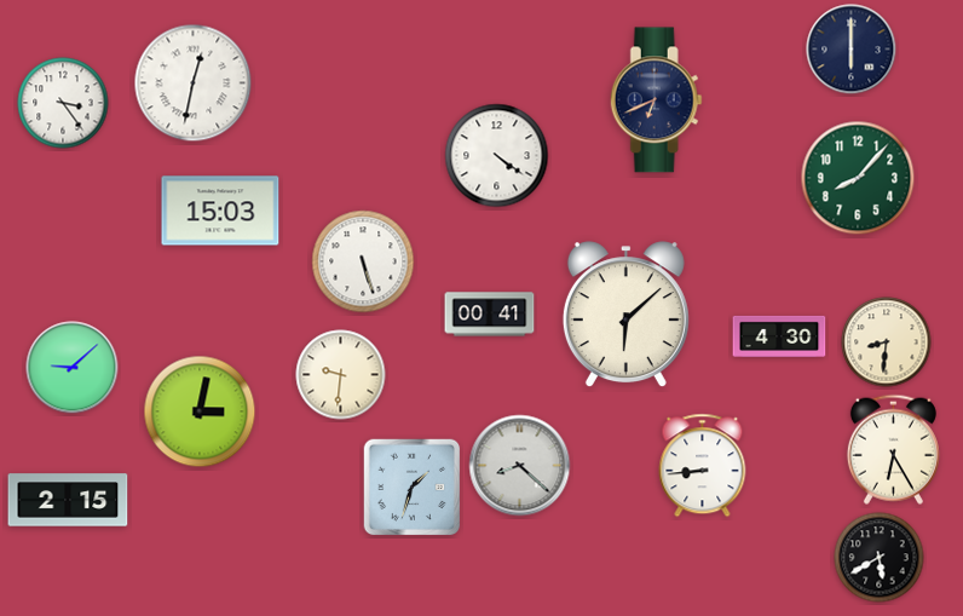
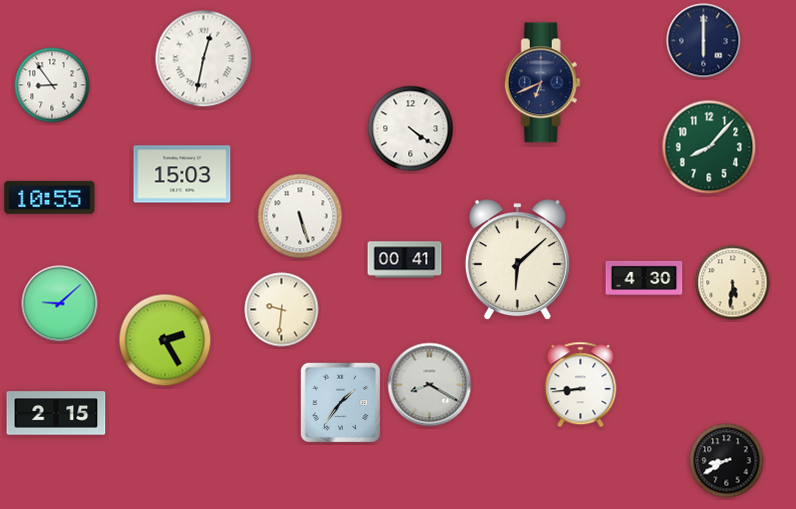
clock at (194, 84) position: (194, 84) -> (204, 59)
clock at (63, 103): 3:24 -> 8:54
clock at (50, 197): none -> 10:55
clock at (887, 342): 8:31 -> 5:31
clock at (200, 411): 3:02 -> 2:25
clock at (893, 449): 6:25 -> none
clock at (520, 466): 8:22 -> 8:20
clock at (413, 488): 1:33 -> 1:36
clock at (880, 558): 5:40 -> 8:40
